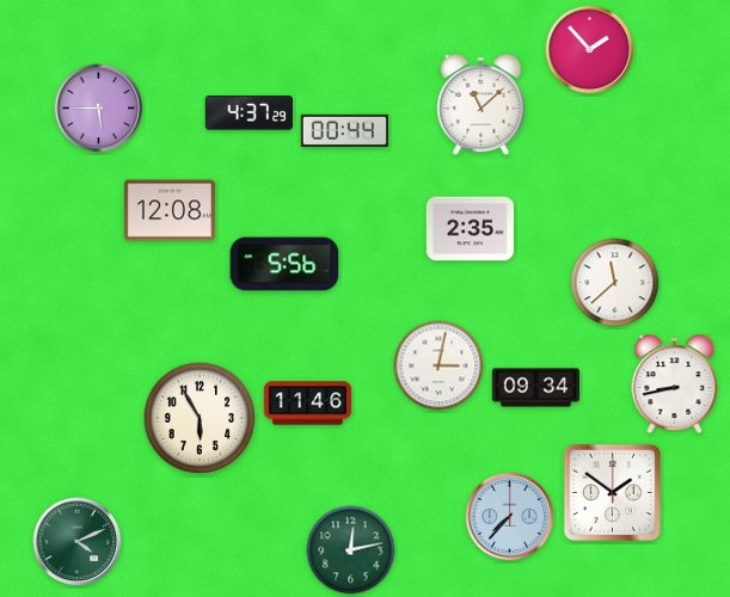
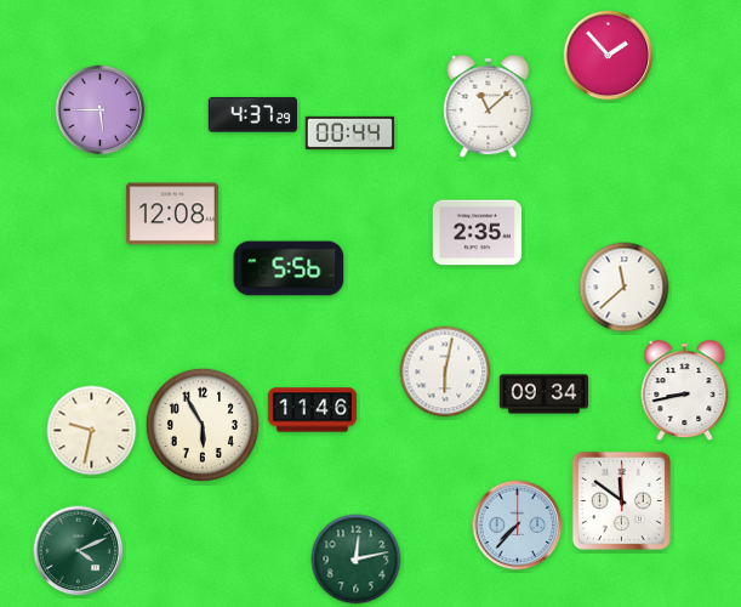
clock at (590, 50) position: (590, 50) -> (609, 56)
clock at (438, 365): 3:02 -> 6:02
clock at (92, 431): none -> 9:32
clock at (612, 492): 1:51 -> 11:51
